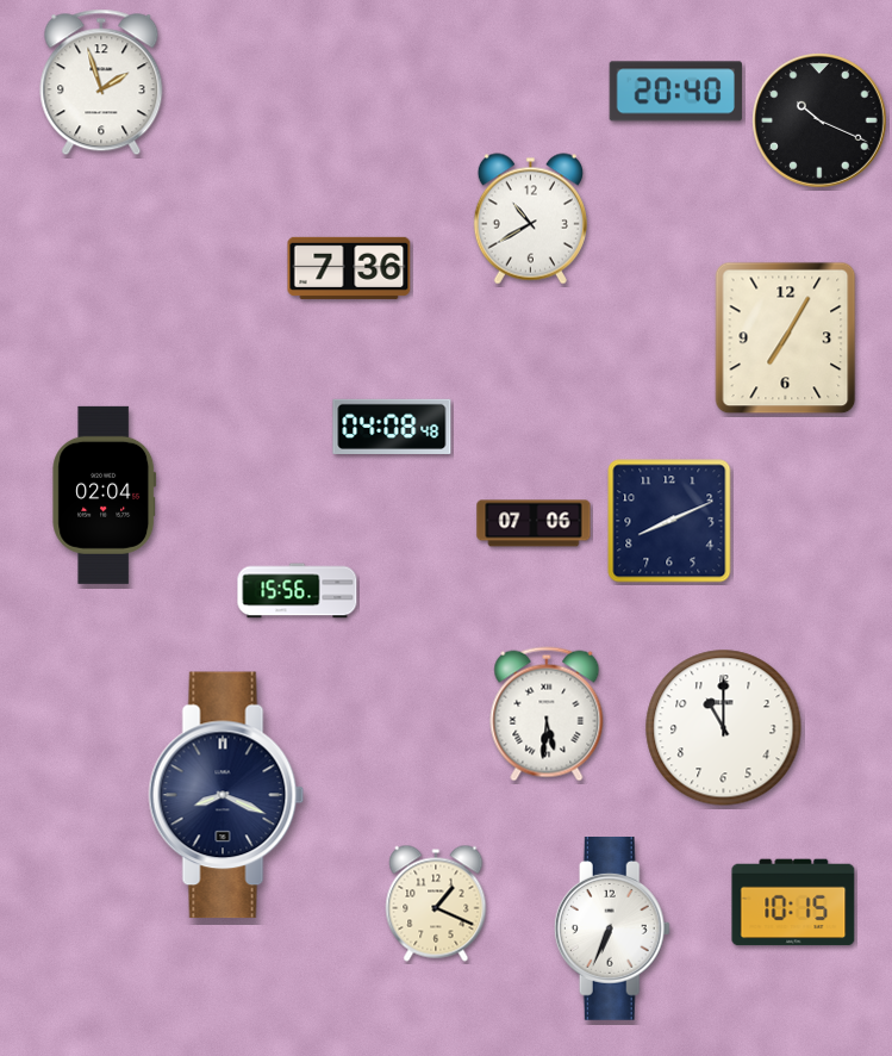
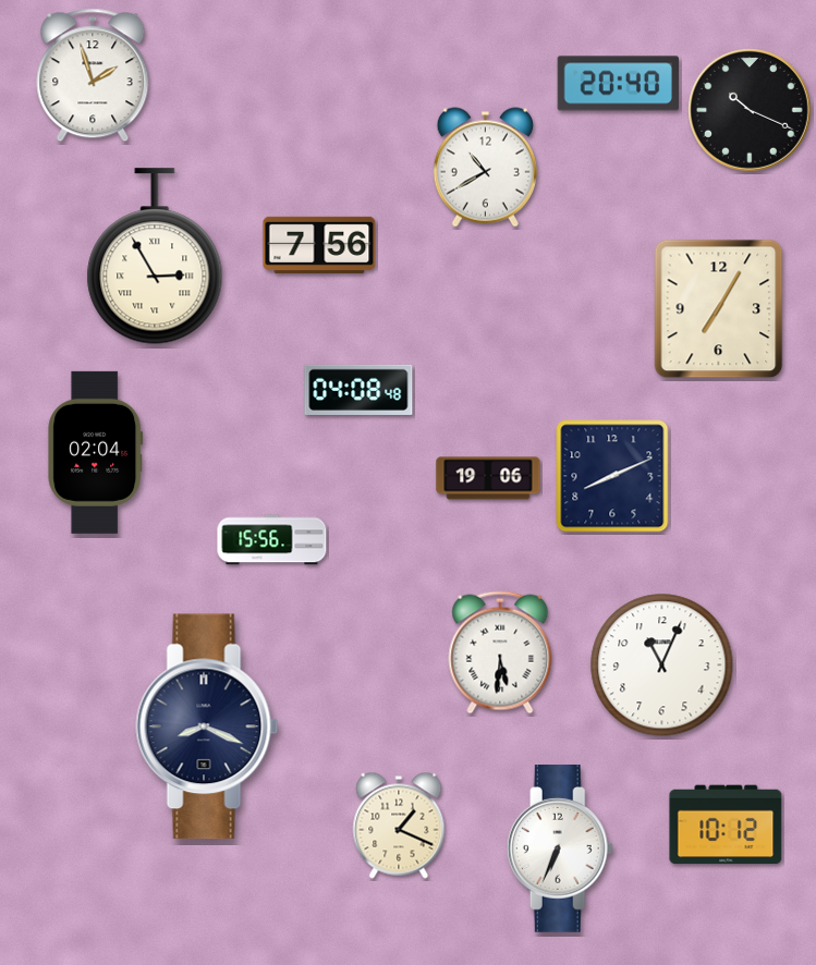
clock at (530, 219) position: (530, 219) -> (485, 168)
clock at (349, 268): 7:36 -> 7:56
clock at (155, 256): none -> 2:55
clock at (534, 523): 07:06 -> 19:06
clock at (724, 728): 11:00 -> 11:04
clock at (793, 902): 10:15 -> 10:12
